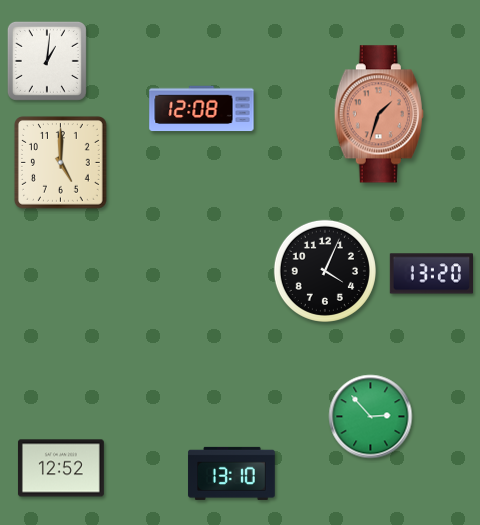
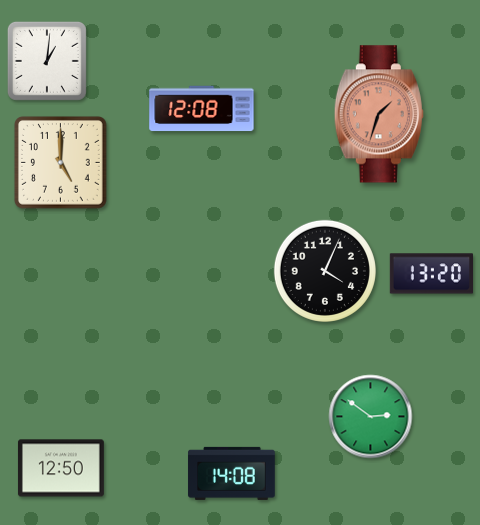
clock at (371, 417): 2:53 -> 2:51
clock at (61, 468): 12:52 -> 12:50
clock at (232, 473): 13:10 -> 14:08
